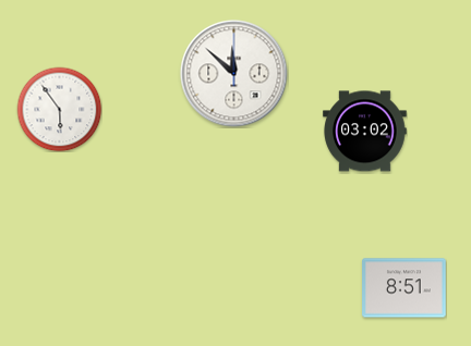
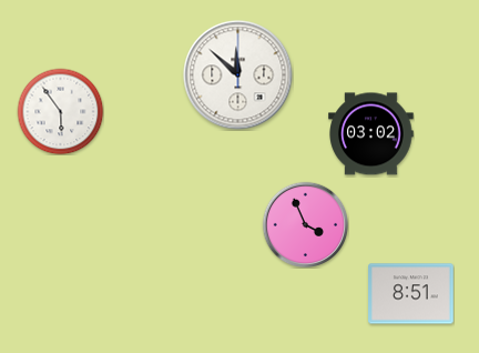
clock at (305, 224): none -> 3:56
